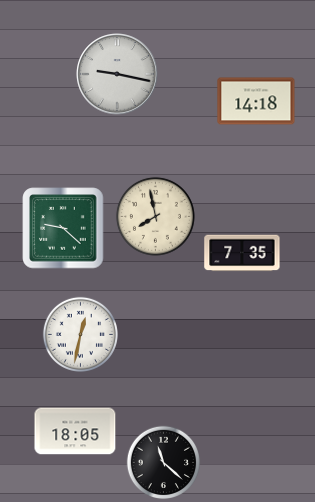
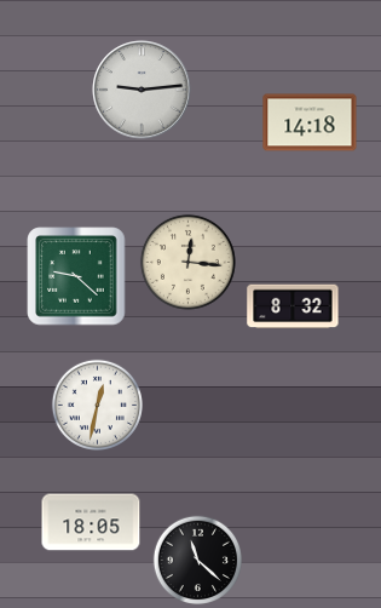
clock at (117, 74): 9:17 -> 9:14
clock at (155, 216): 7:58 -> 12:16
clock at (242, 253): 7:35 -> 8:32
